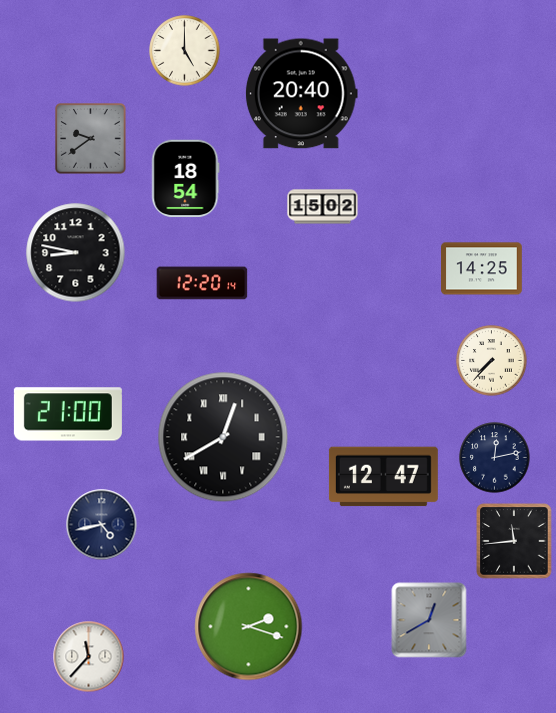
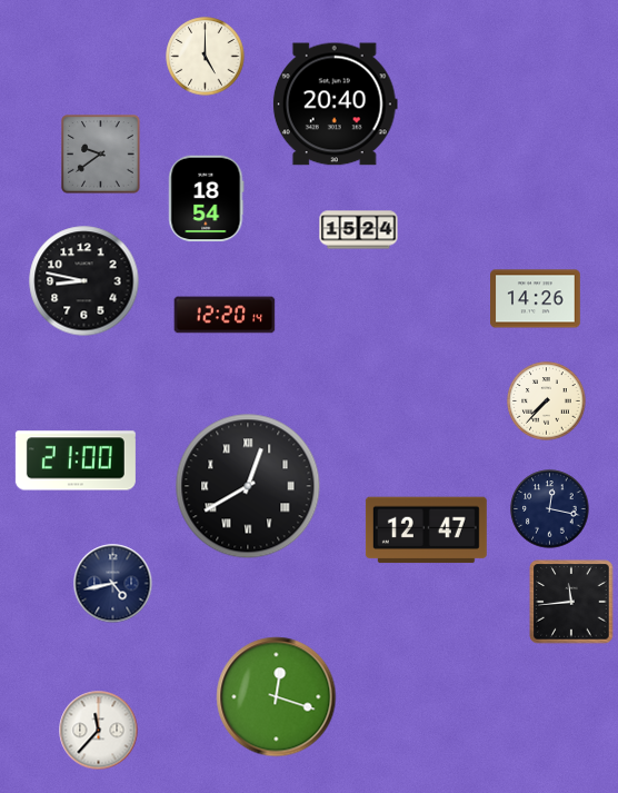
clock at (323, 207): 15:02 -> 15:24
clock at (482, 269): 14:25 -> 14:26
clock at (495, 458): 12:13 -> 12:17
clock at (429, 620): 12:40 -> none
clock at (249, 627): 2:18 -> 12:18
